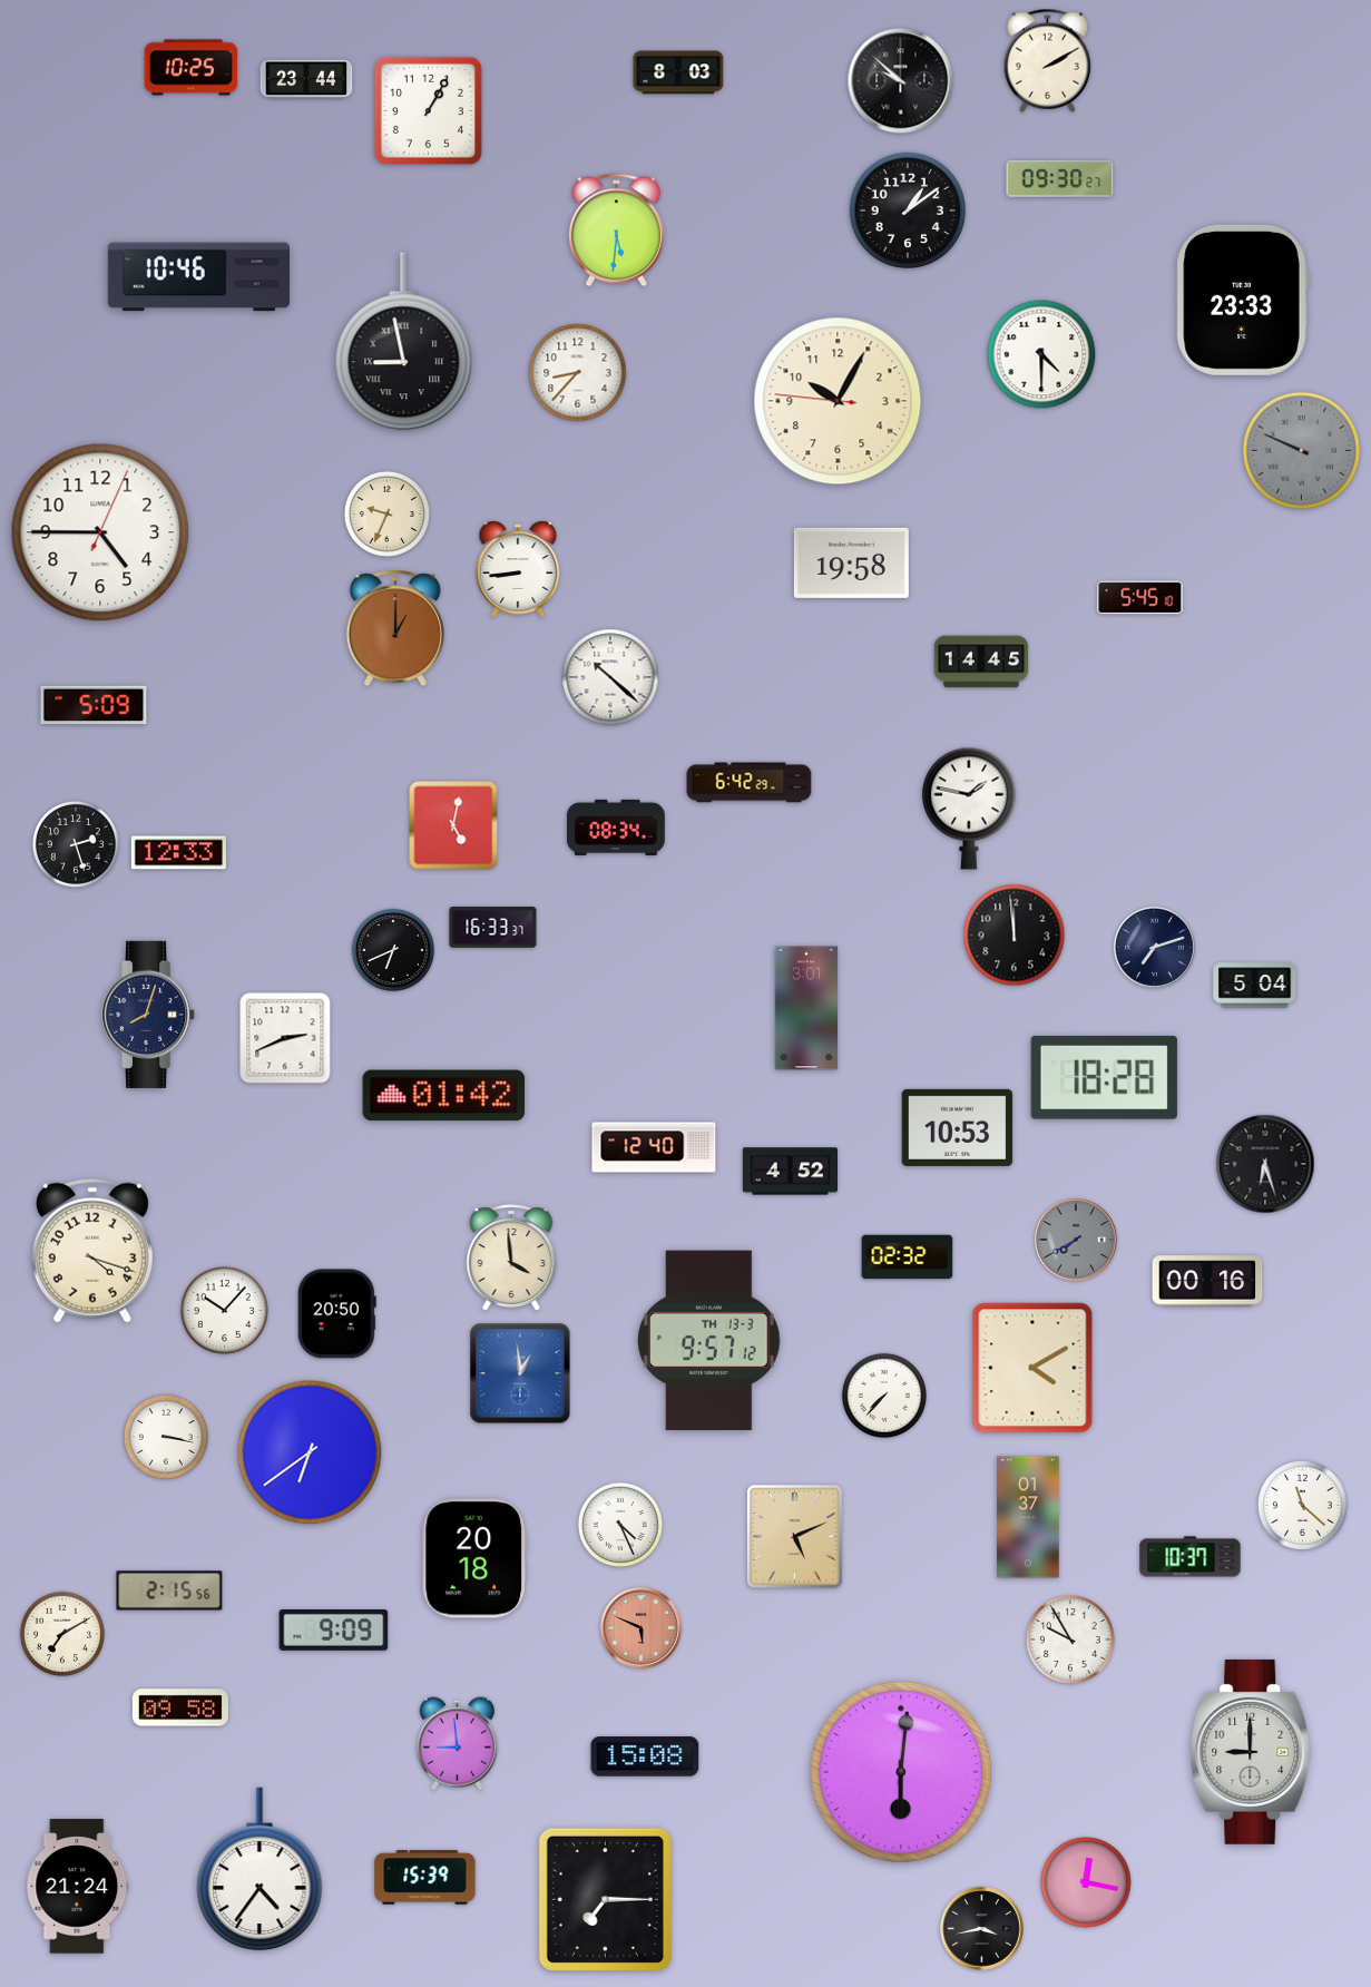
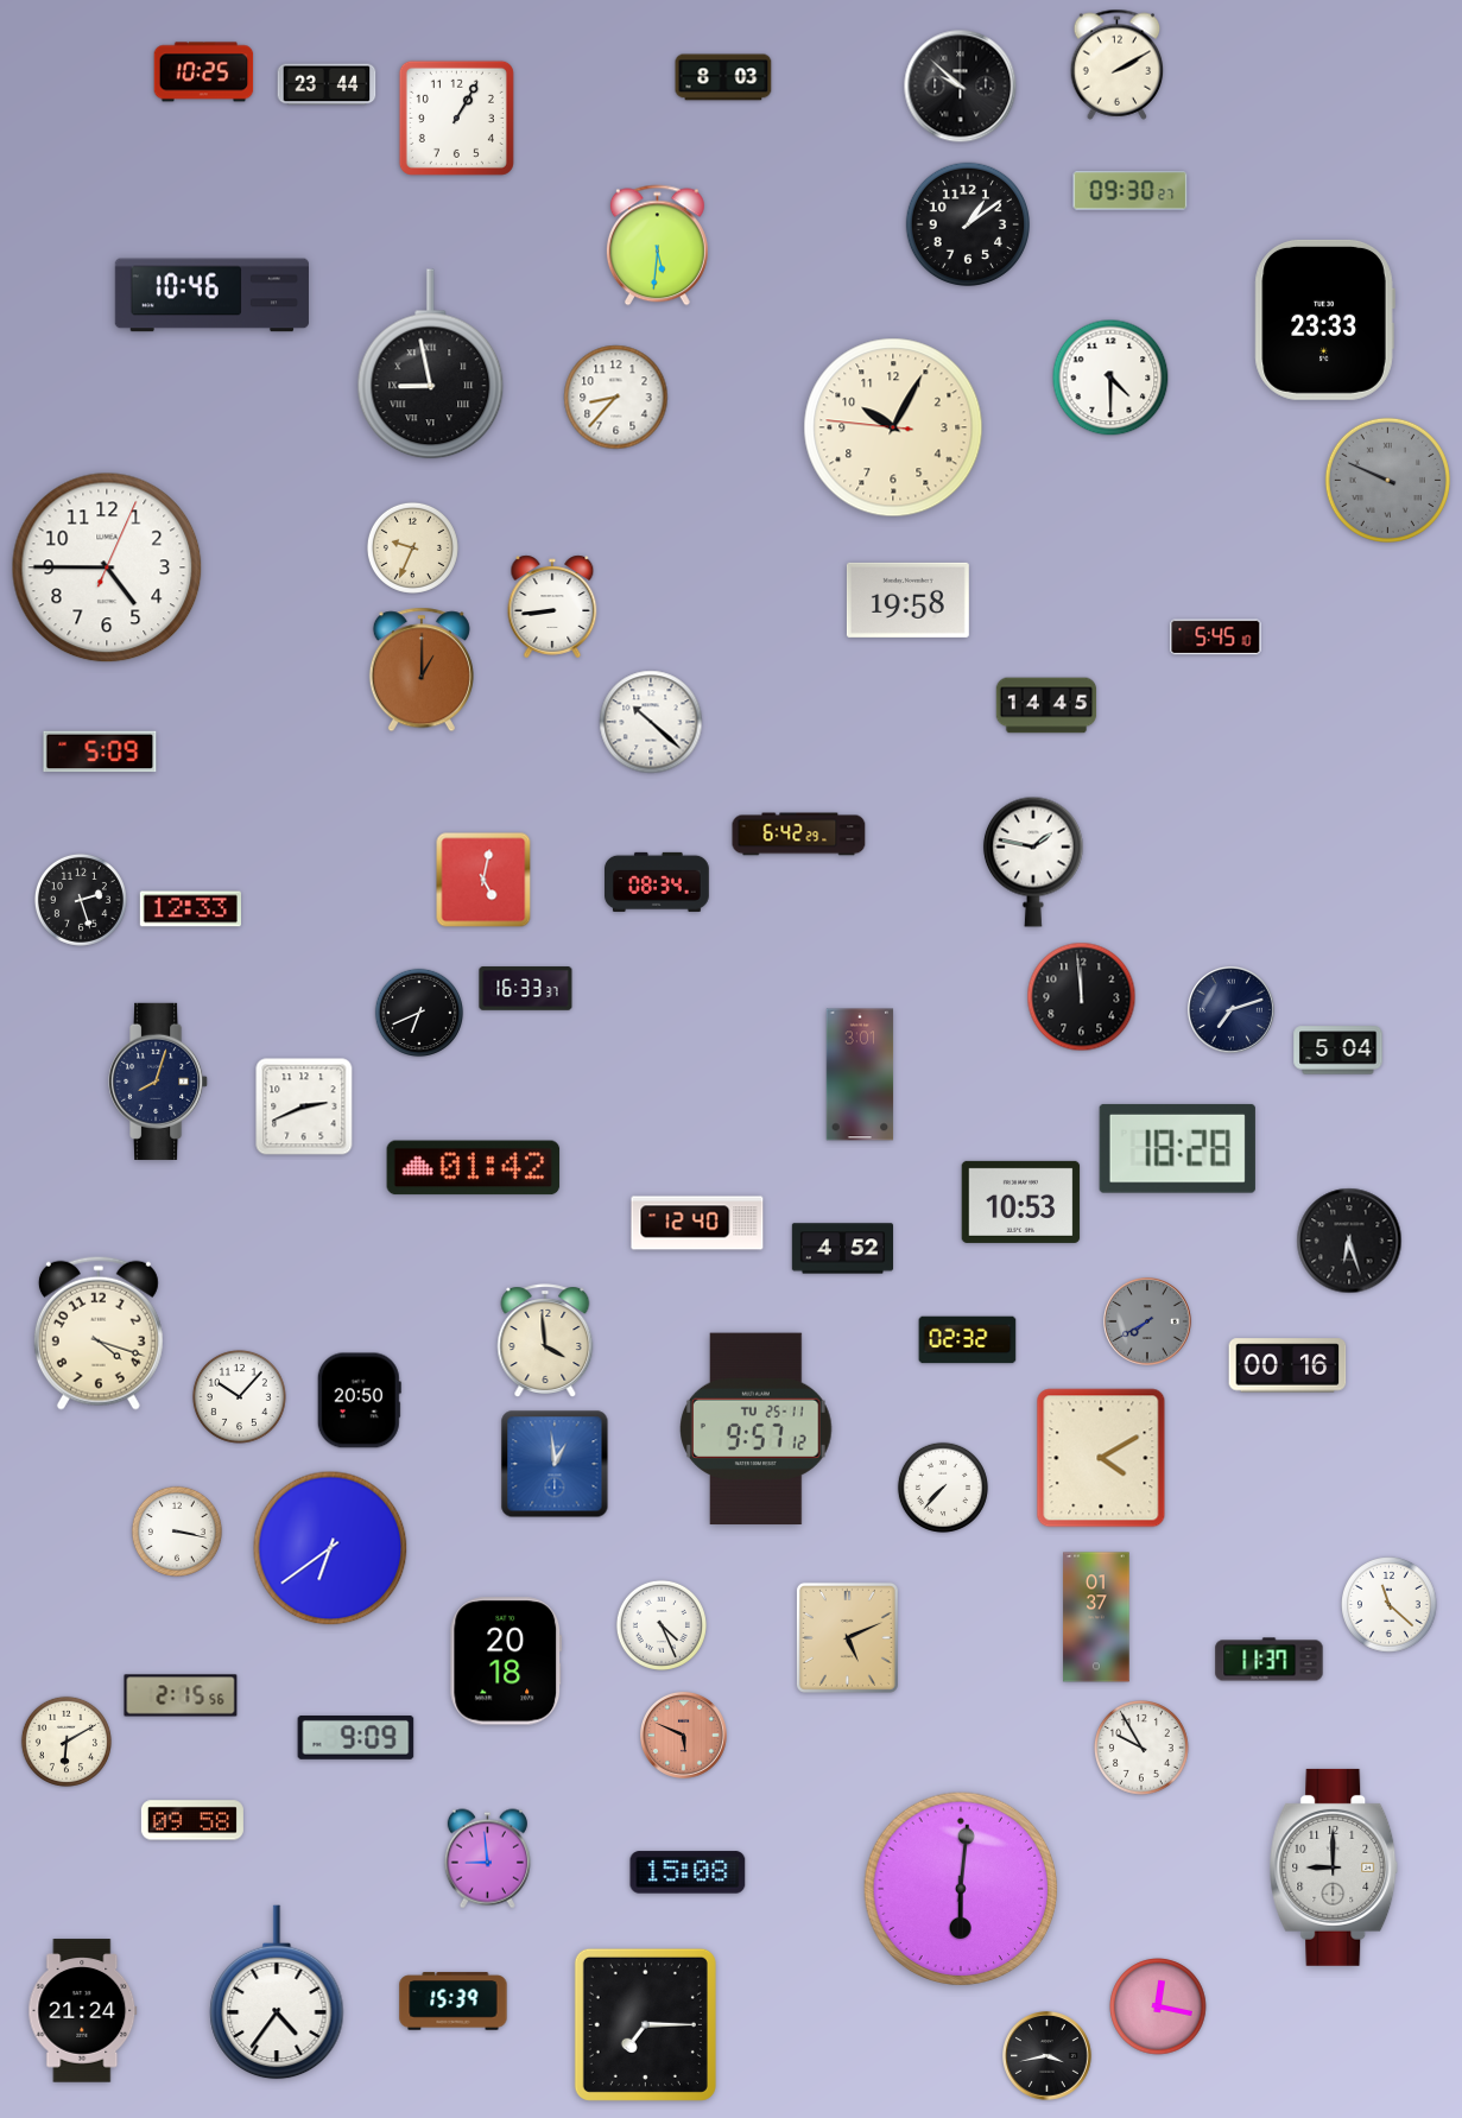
clock at (709, 1341) date: TH 13-3 -> TU 25-11
clock at (1191, 1557): 10:37 -> 11:37
clock at (62, 1634): 7:10 -> 6:10
